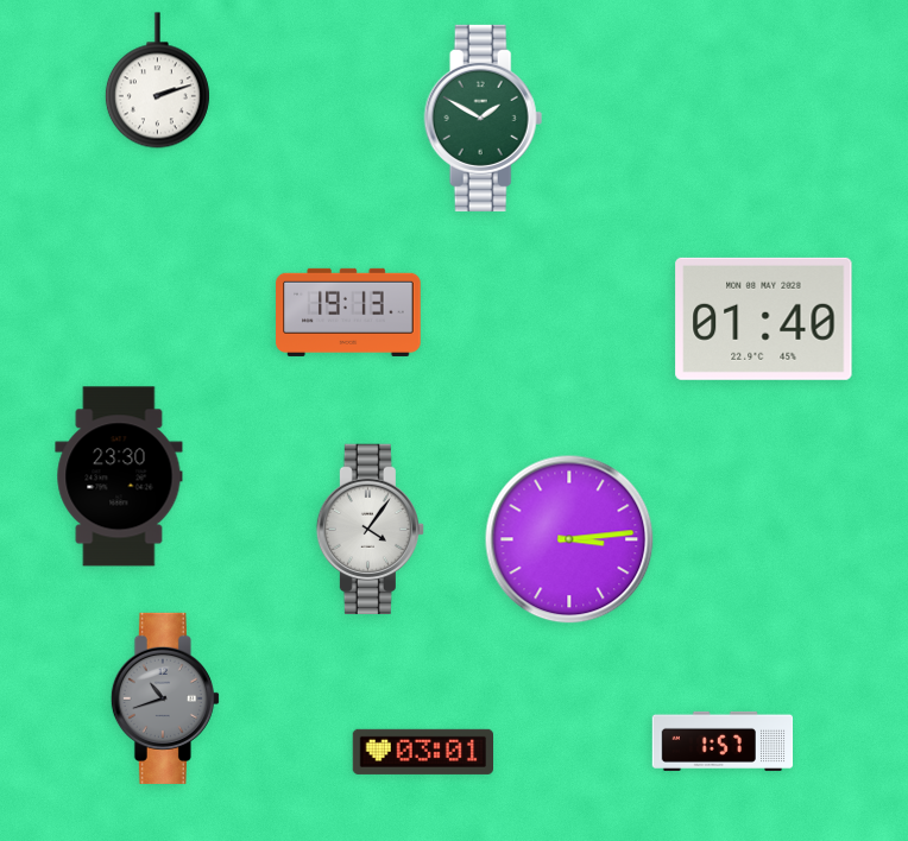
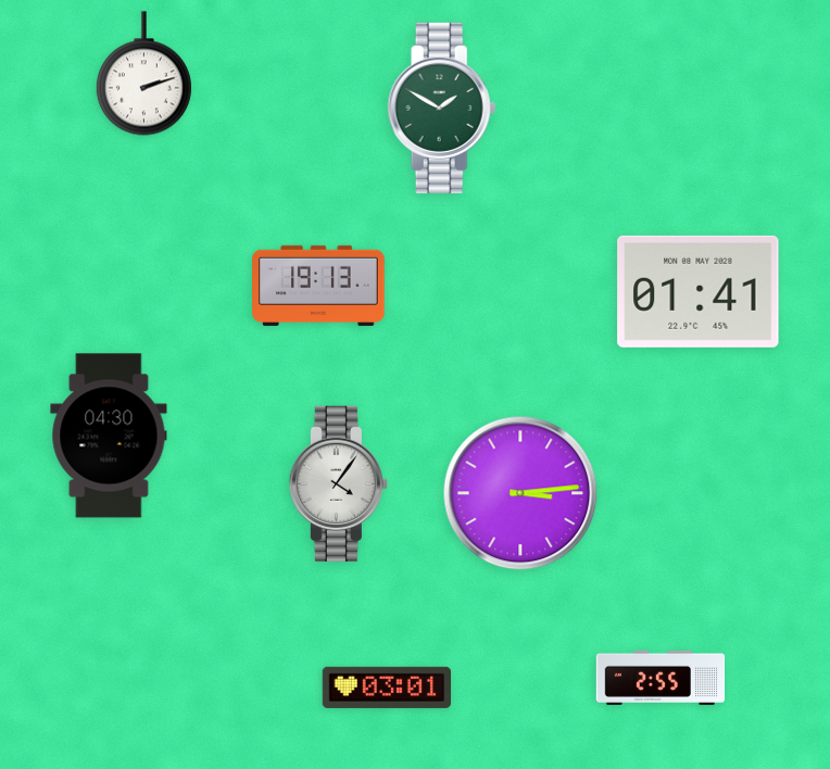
clock at (764, 318): 01:40 -> 01:41
clock at (119, 476): 23:30 -> 04:30
clock at (165, 698): 10:42 -> none
clock at (723, 741): 1:57 -> 2:55
